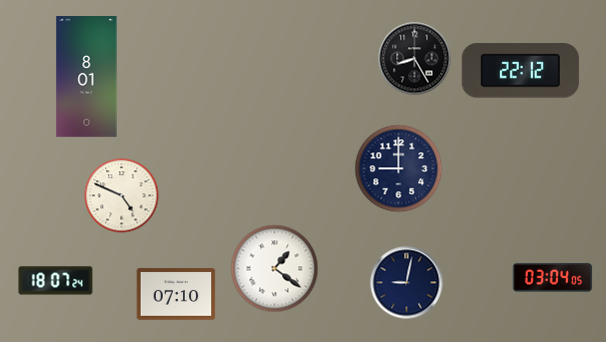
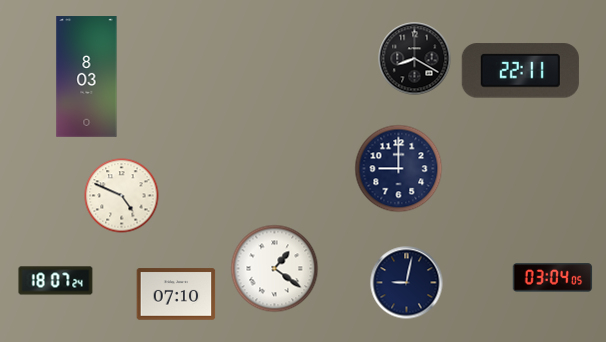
clock at (415, 59): 8:25 -> 8:20
clock at (520, 71): 22:12 -> 22:11
clock at (87, 77): 8:01 -> 8:03
